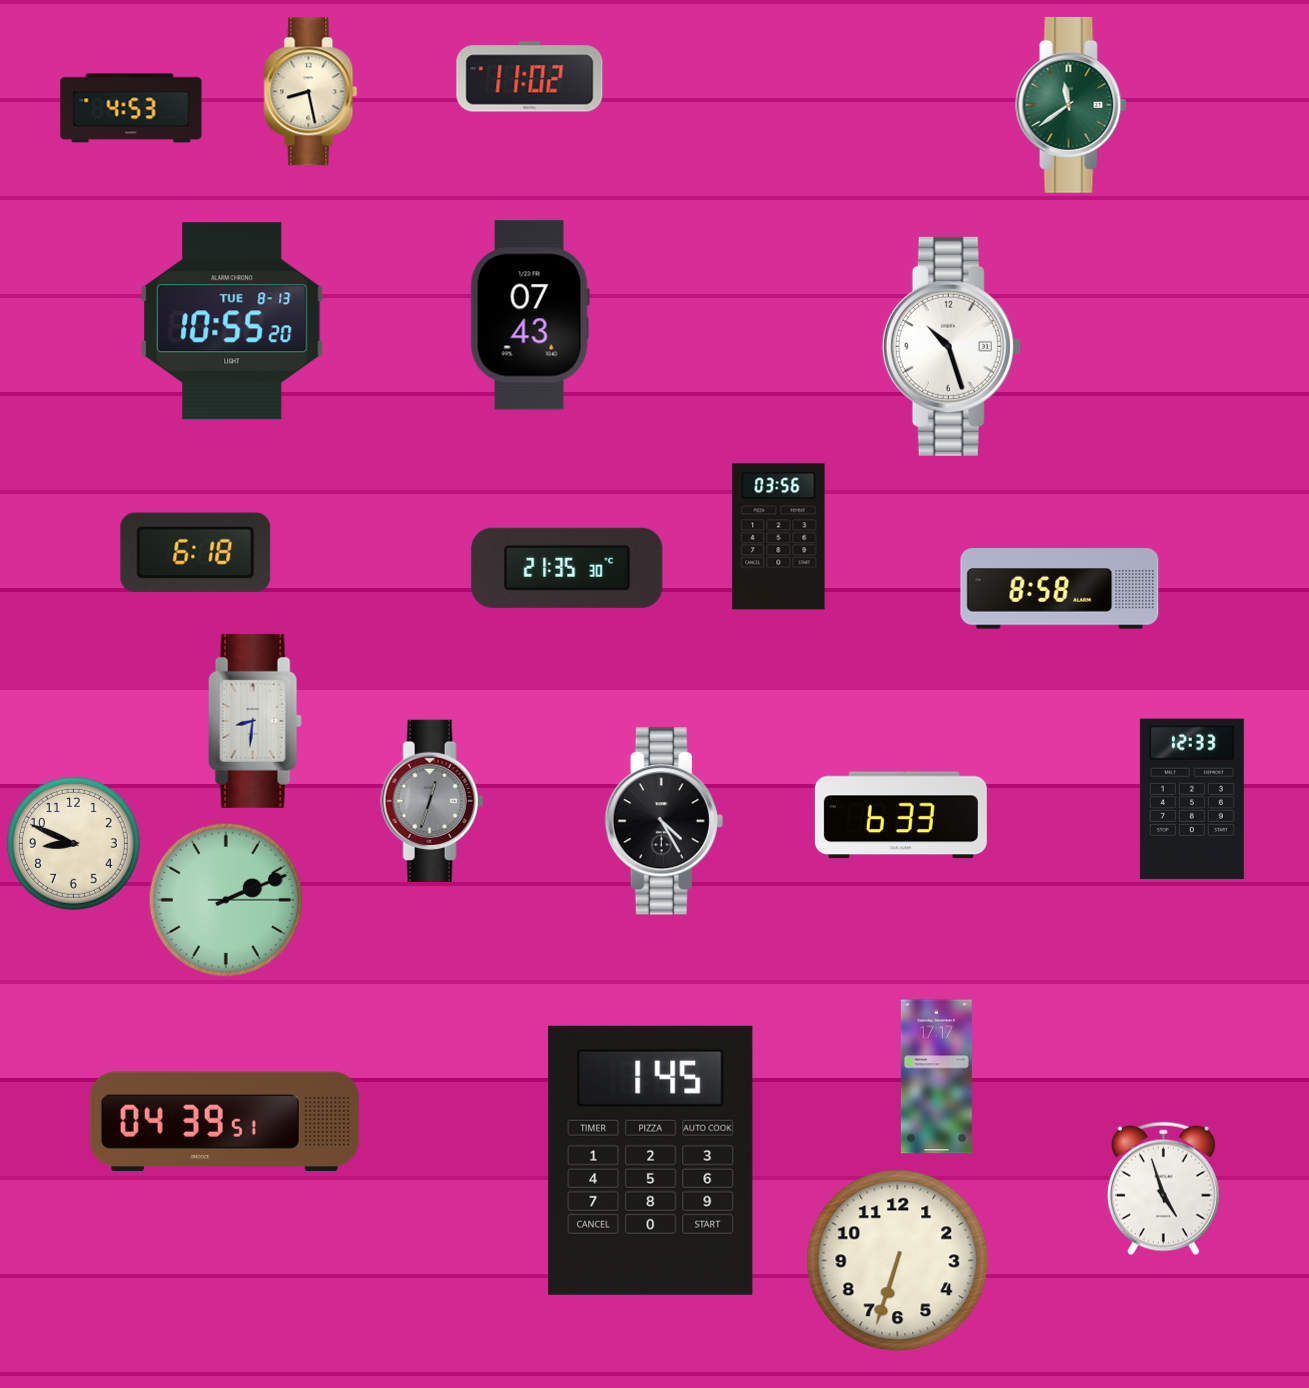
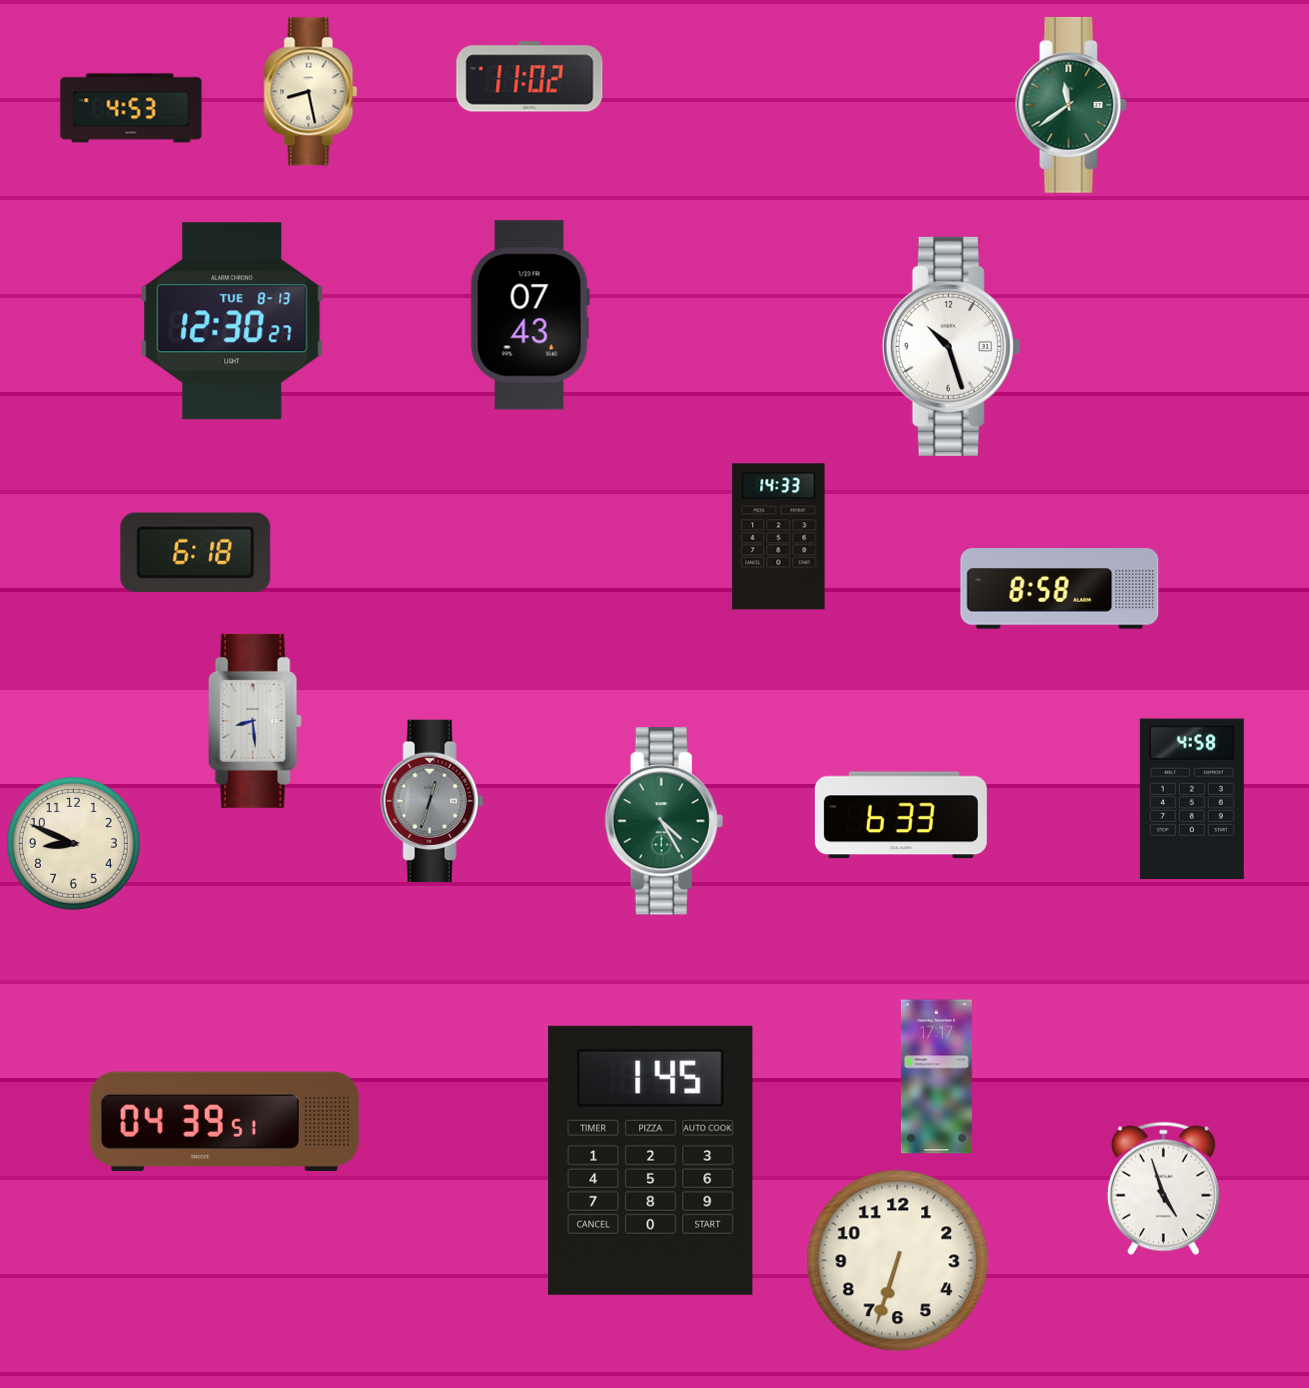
clock at (232, 321): 10:55 -> 12:30
clock at (779, 537): 03:56 -> 14:33
clock at (567, 568): 21:35 -> none
clock at (255, 721): 8:31 -> 8:29
clock at (1192, 799): 12:33 -> 4:58
clock at (664, 821) dial: black -> green
clock at (226, 900): 2:11 -> none
